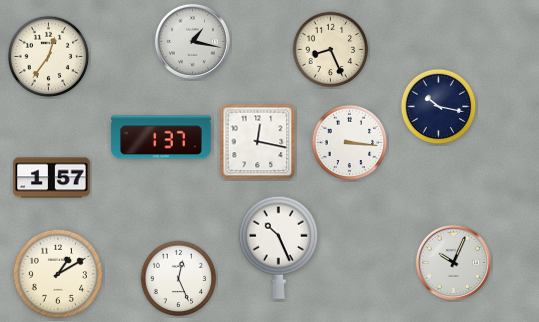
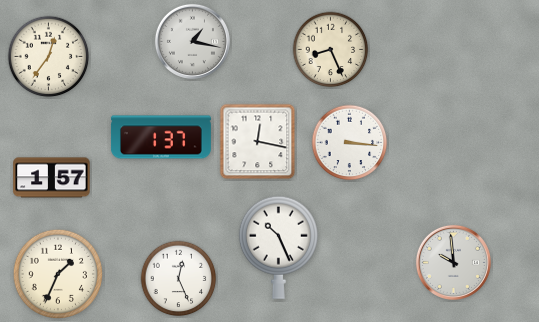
clock at (439, 107): 10:17 -> none
clock at (453, 262): 10:04 -> 9:59
clock at (58, 274): 1:10 -> 1:34
